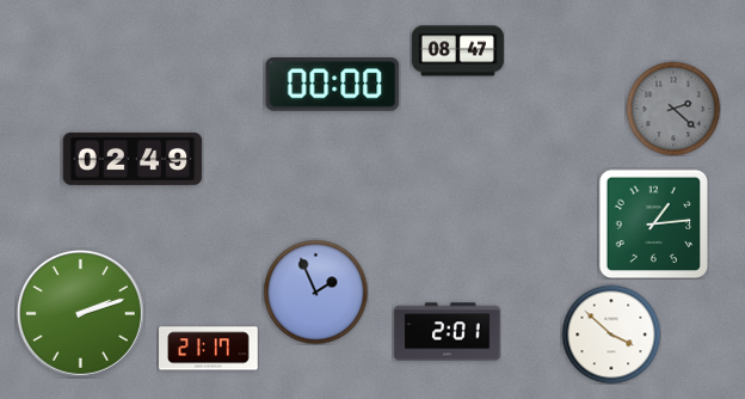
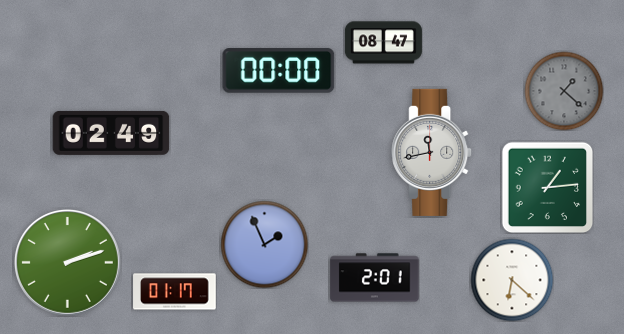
clock at (673, 109): 2:22 -> 1:22
clock at (432, 152): none -> 11:43
clock at (611, 334): 3:52 -> 6:22
clock at (209, 349): 21:17 -> 01:17
